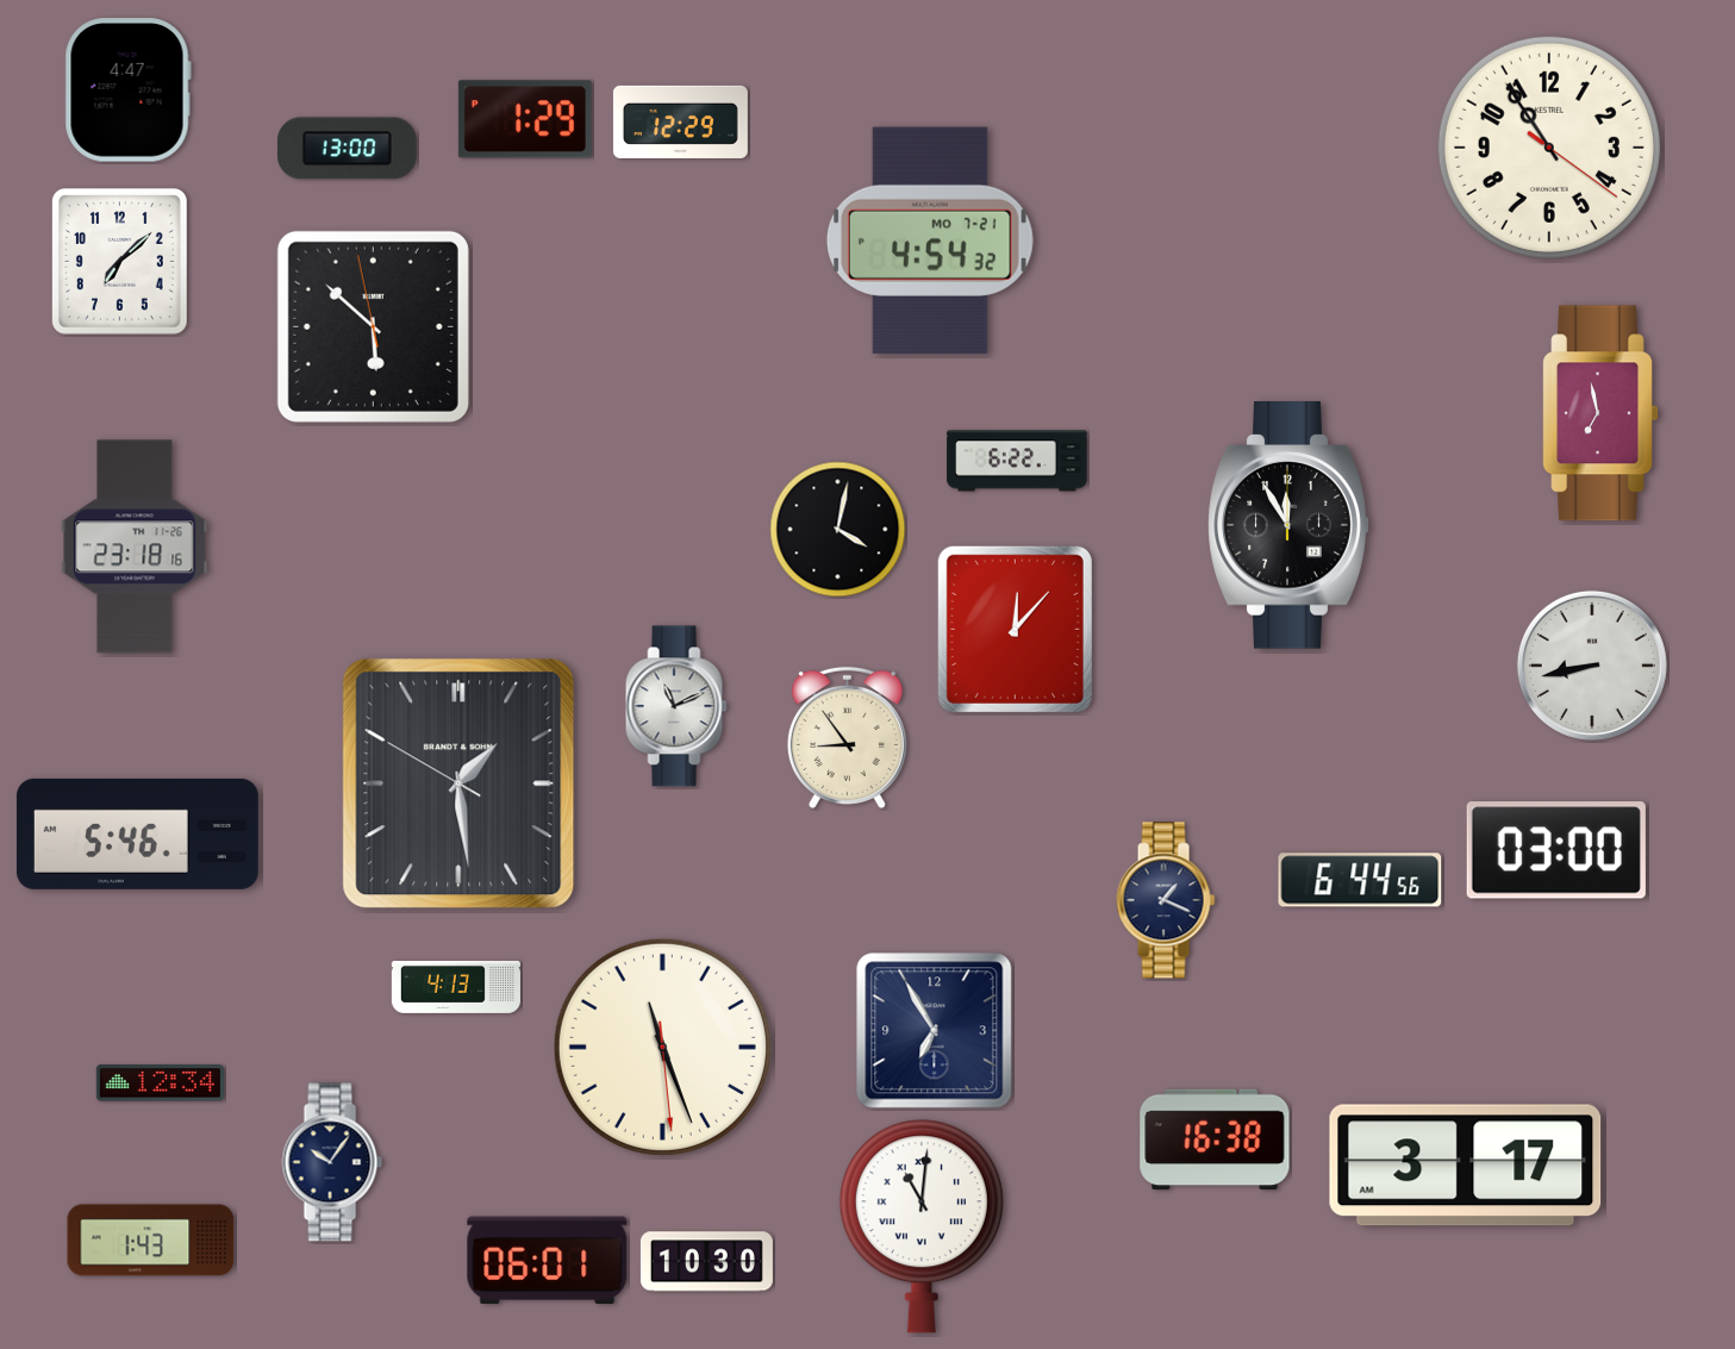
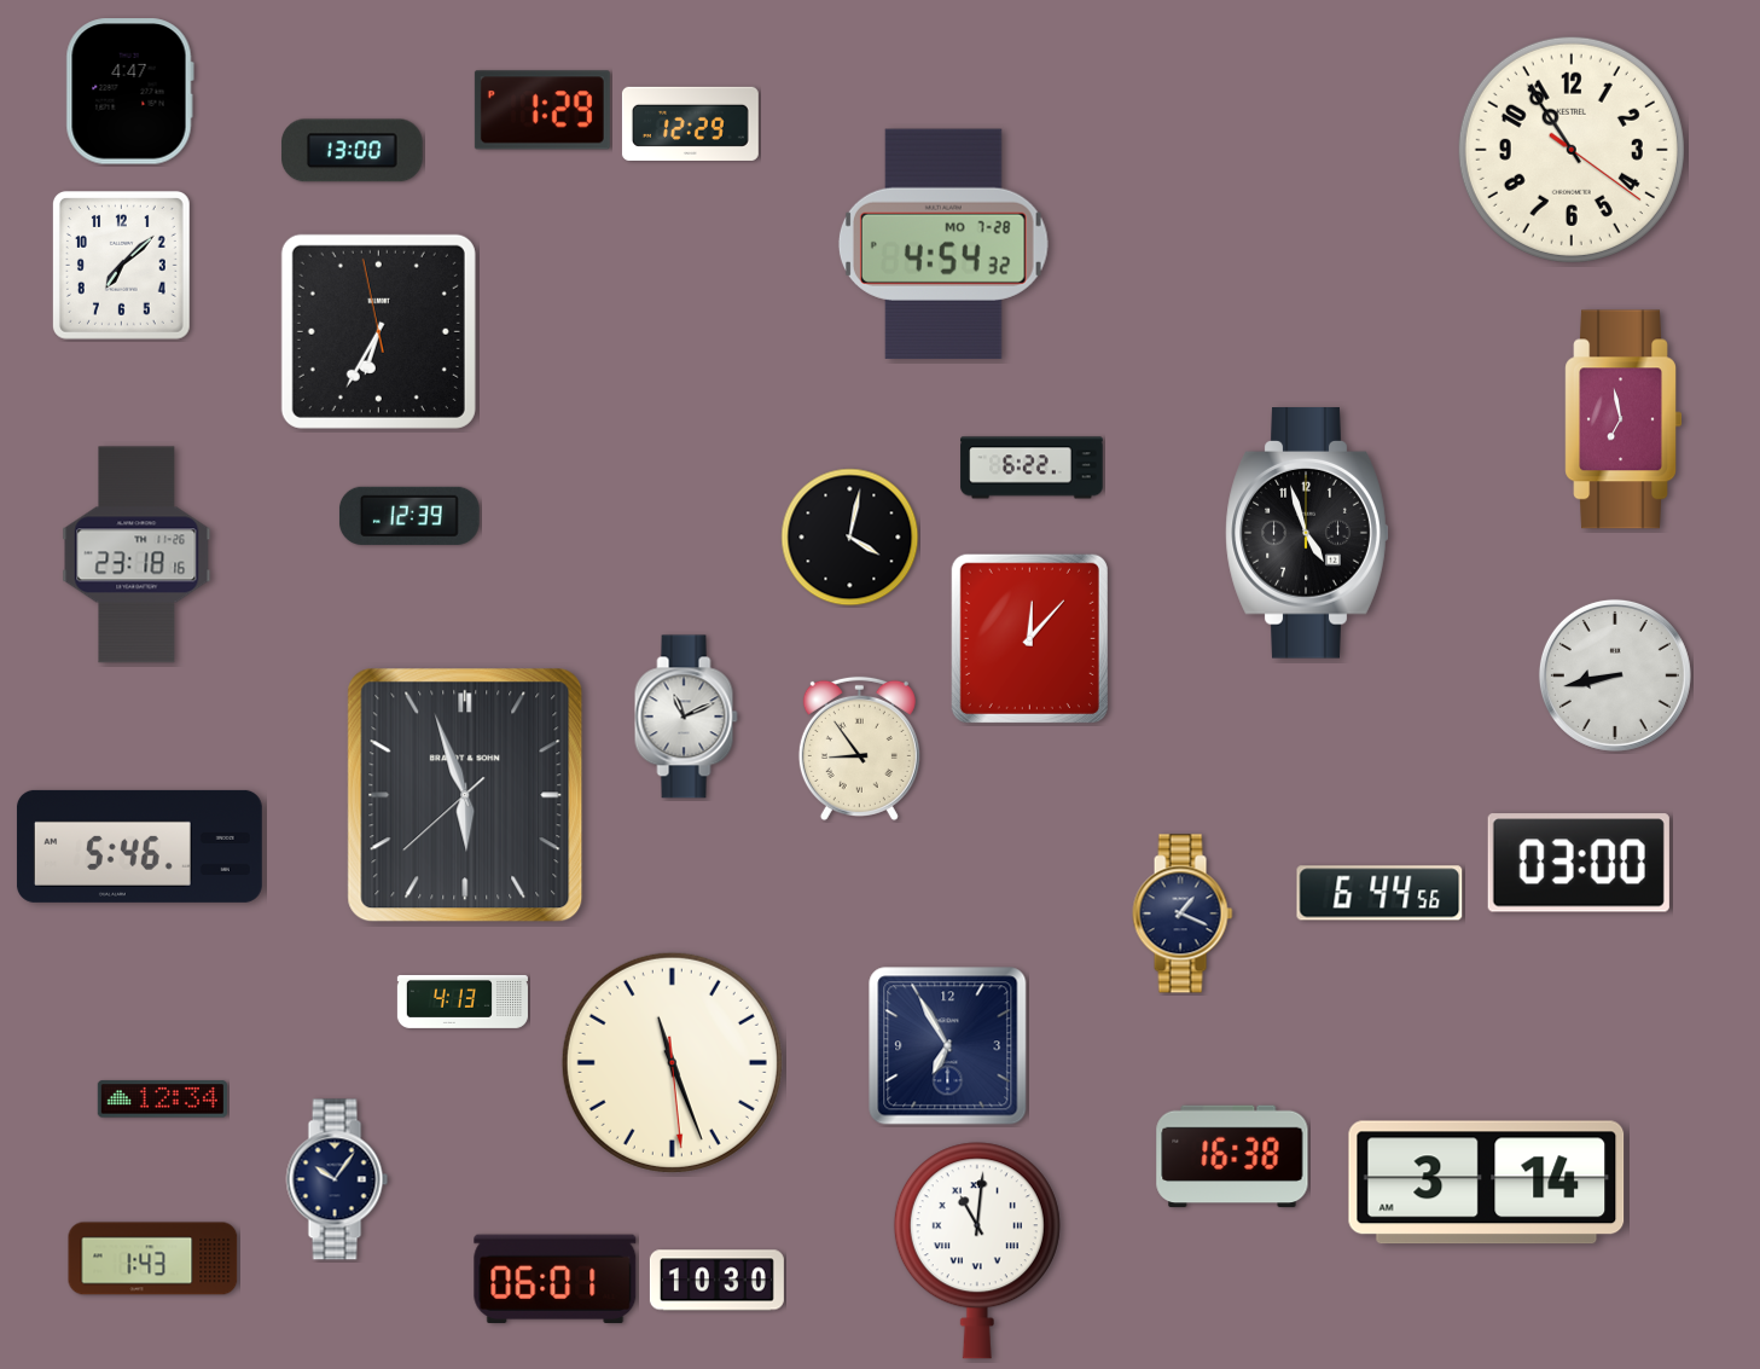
clock at (525, 119) position: (525, 119) -> (542, 110)
clock at (930, 241) date: MO 7-21 -> MO 7-28
clock at (373, 326): 5:51 -> 6:34
clock at (409, 516): none -> 12:39
clock at (1288, 526): 11:55 -> 4:57
clock at (458, 783): 1:28 -> 5:56
clock at (1466, 1166): 3:17 -> 3:14
clock at (922, 1226) position: (922, 1226) -> (977, 1251)
